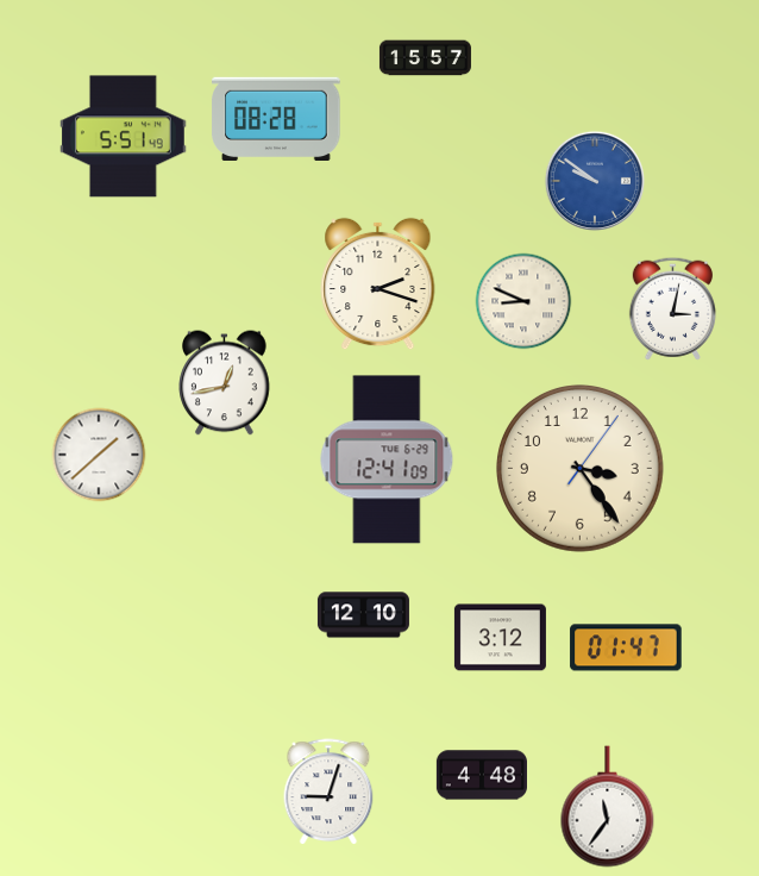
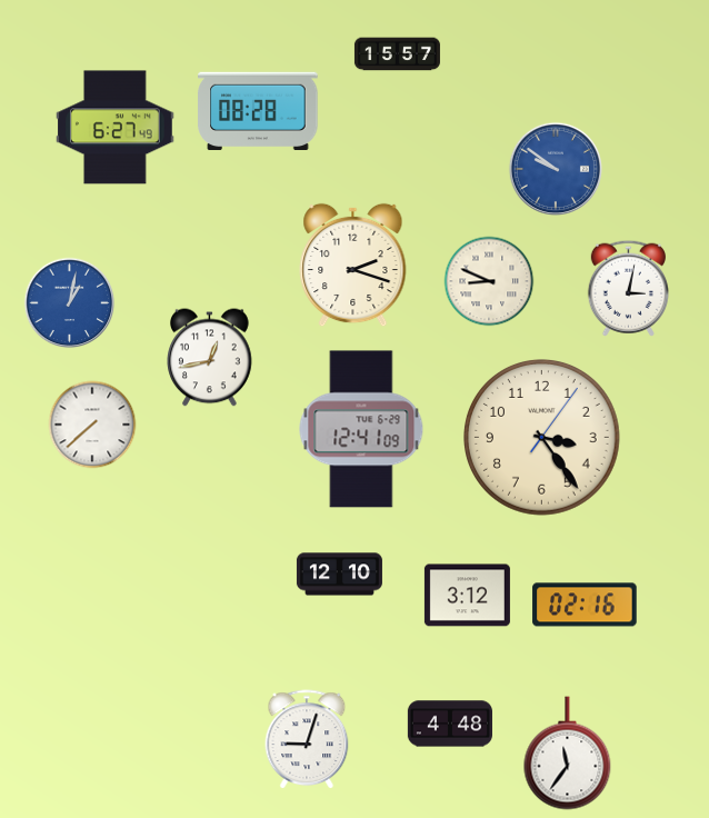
clock at (124, 137): 5:51 -> 6:27
clock at (70, 303): none -> 1:02
clock at (99, 455): 1:38 -> 7:38
clock at (626, 647): 01:47 -> 02:16
